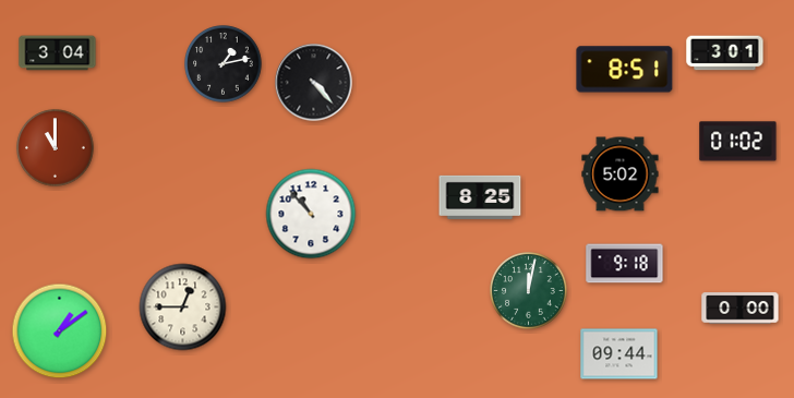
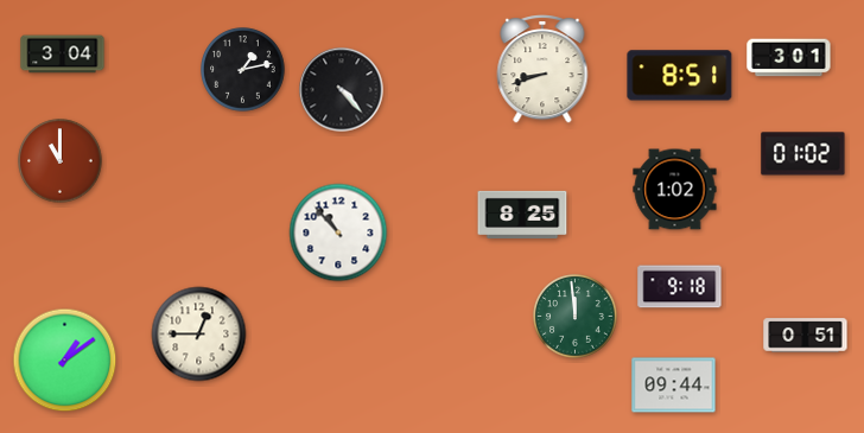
clock at (58, 53) position: (58, 53) -> (63, 55)
clock at (542, 70): none -> 8:42
clock at (621, 174): 5:02 -> 1:02
clock at (529, 291): 12:02 -> 11:59
clock at (741, 309): 0:00 -> 0:51
